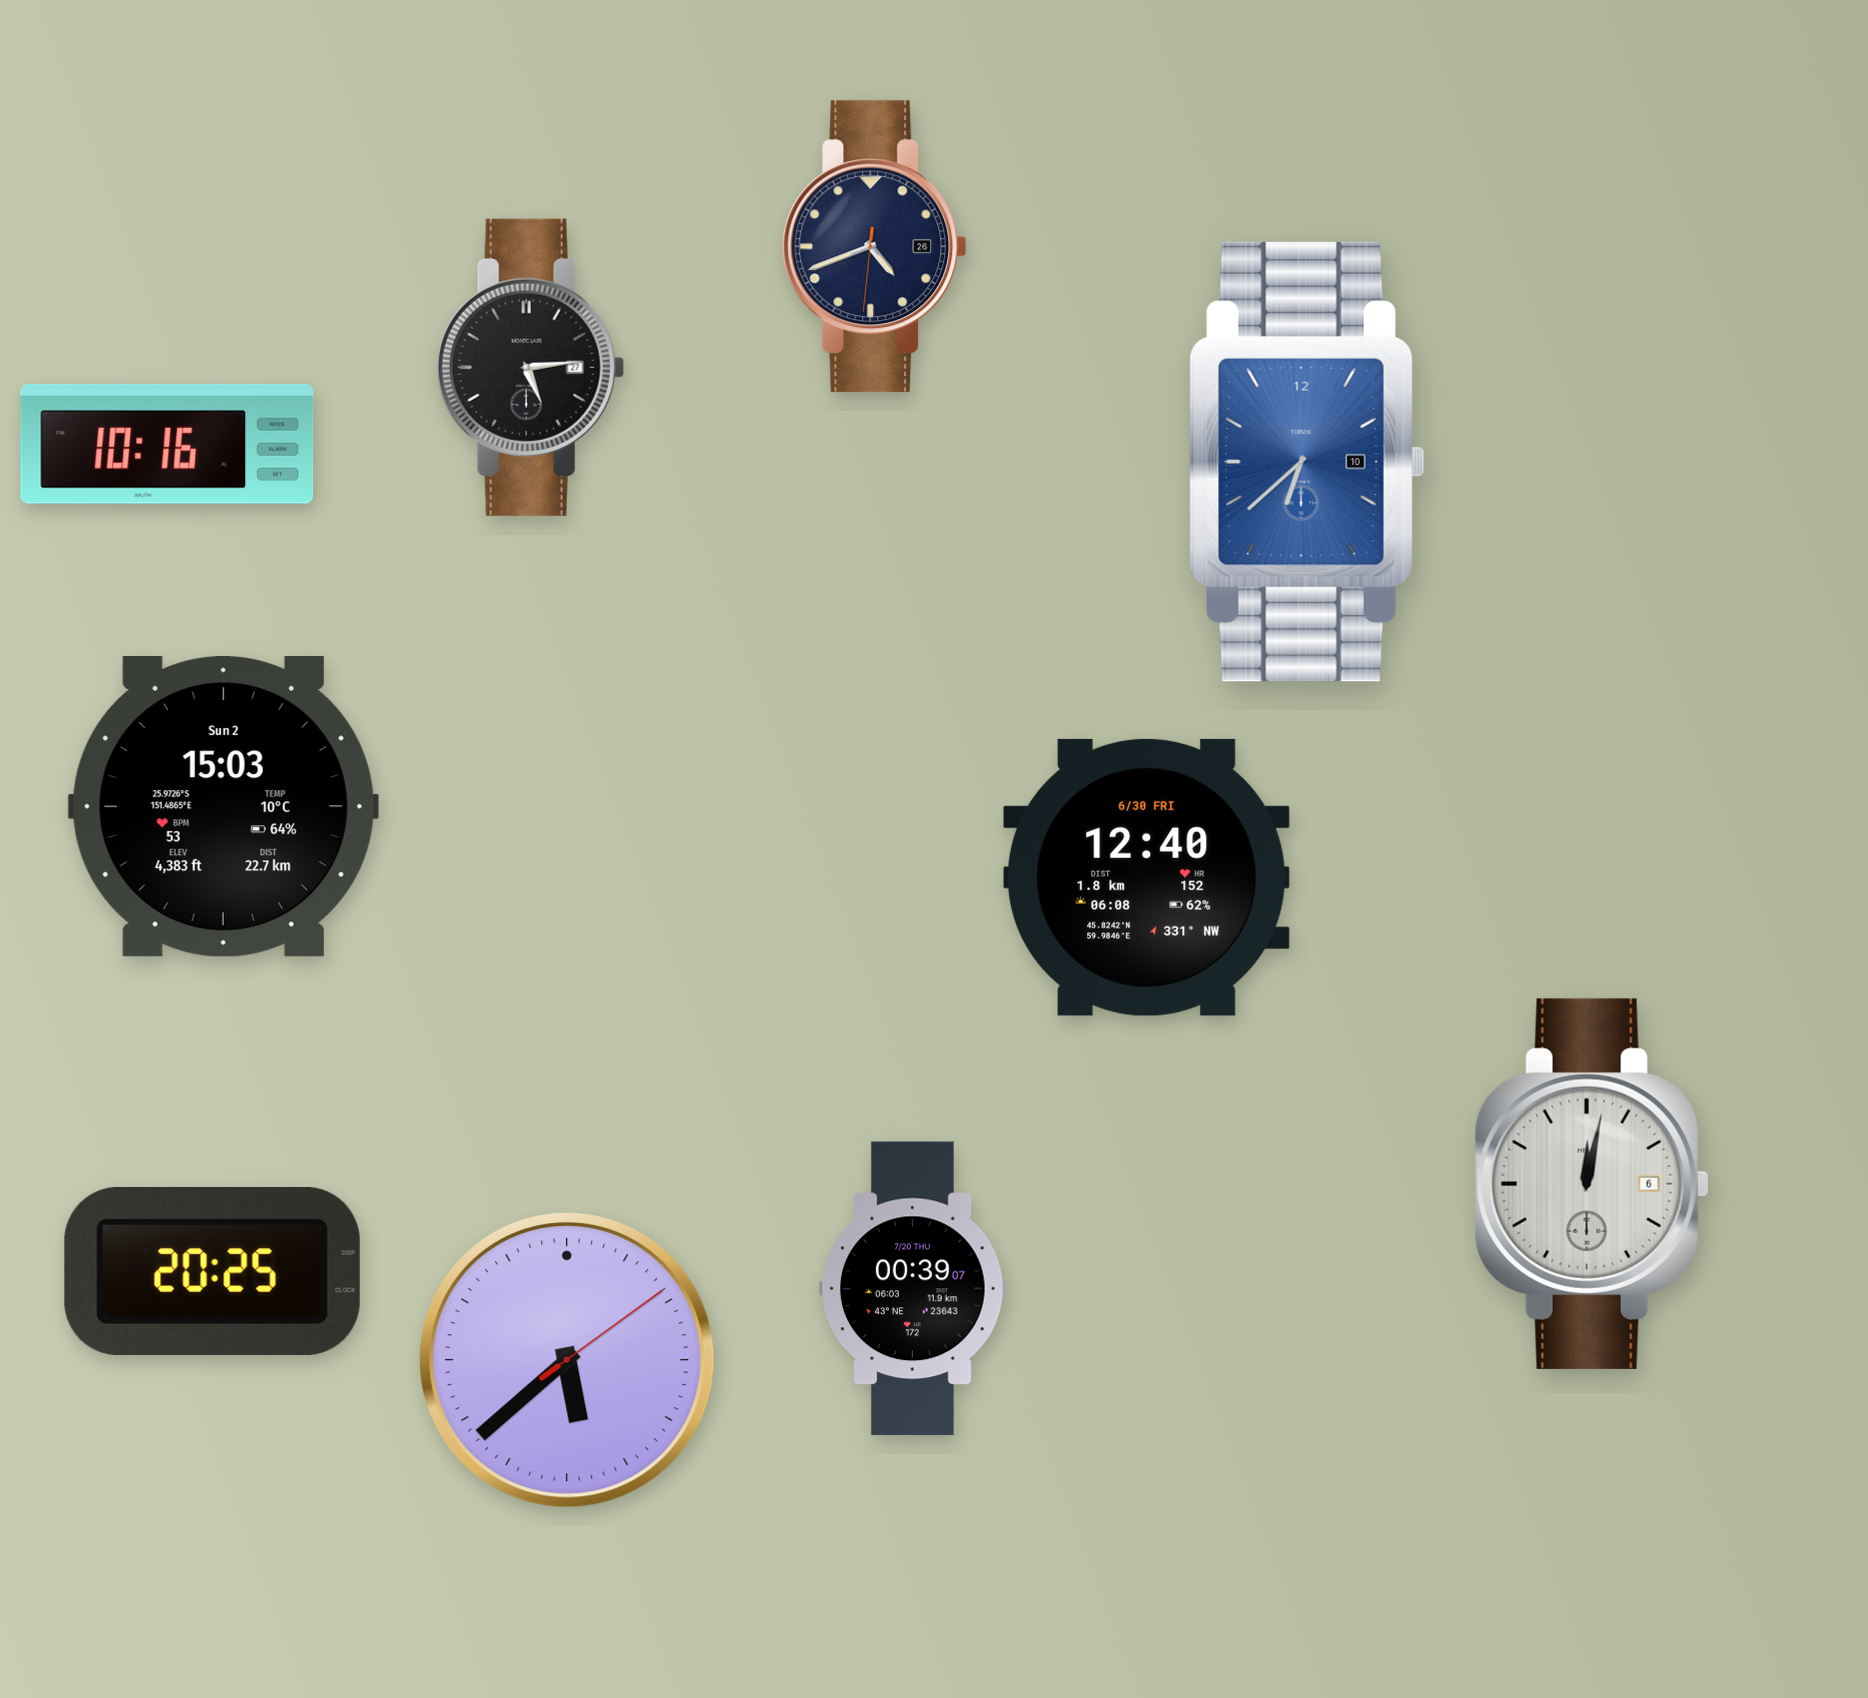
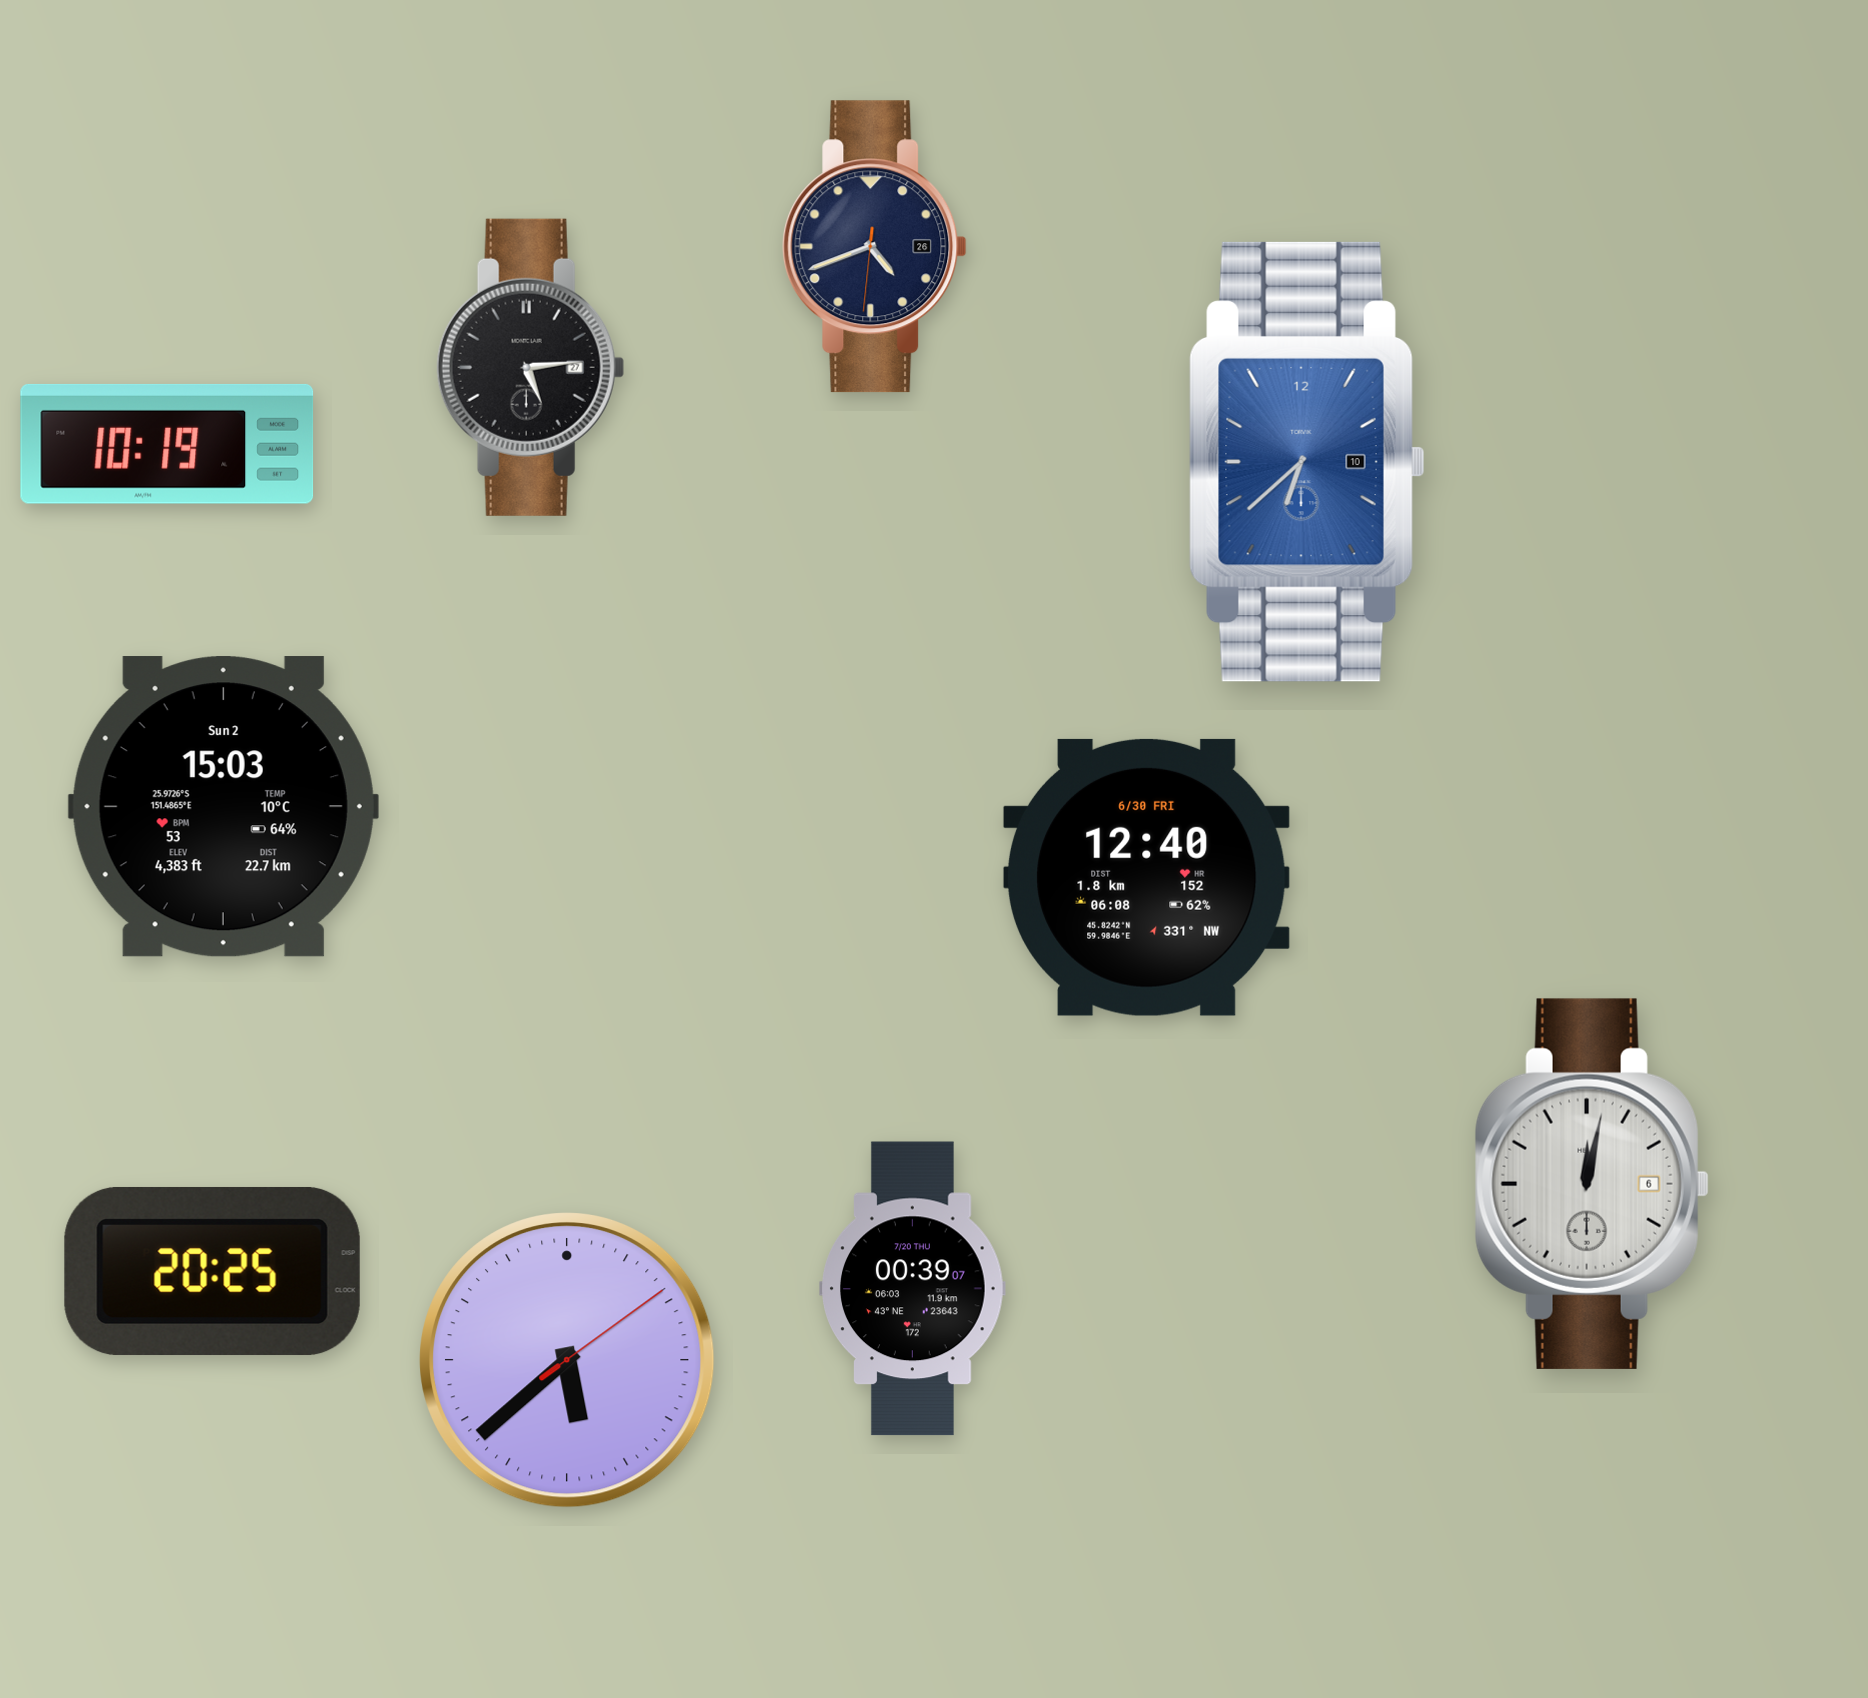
clock at (167, 444): 10:16 -> 10:19
